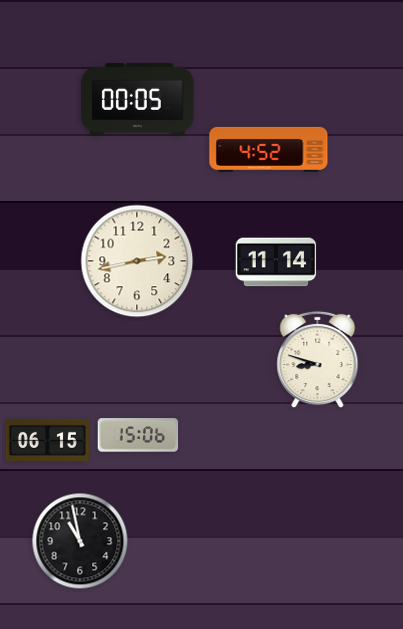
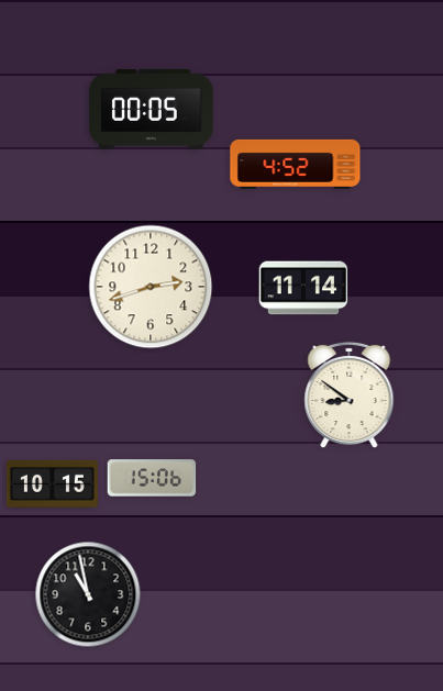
clock at (137, 261): 2:43 -> 2:42
clock at (318, 360): 8:48 -> 8:51
clock at (47, 440): 06:15 -> 10:15
